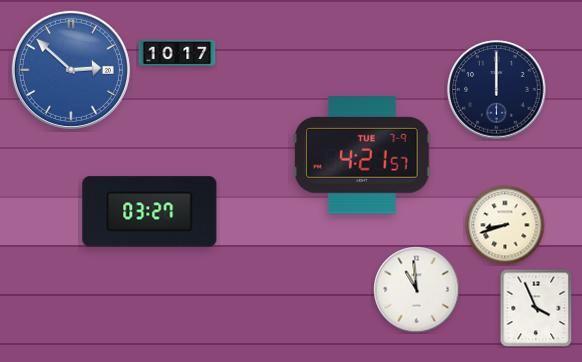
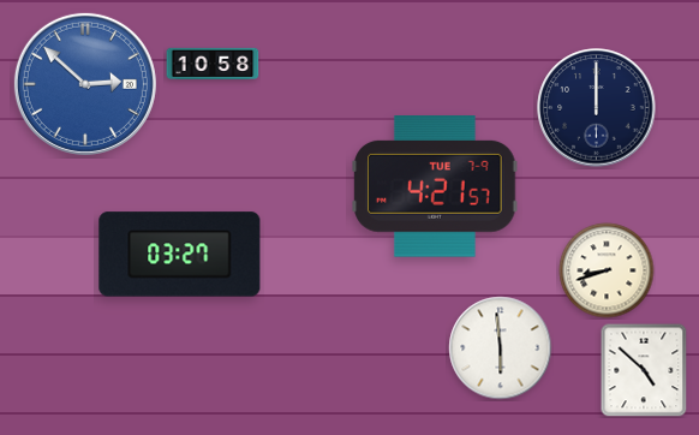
clock at (177, 52): 10:17 -> 10:58
clock at (417, 290): 10:59 -> 5:59
clock at (536, 308): 3:56 -> 4:52
